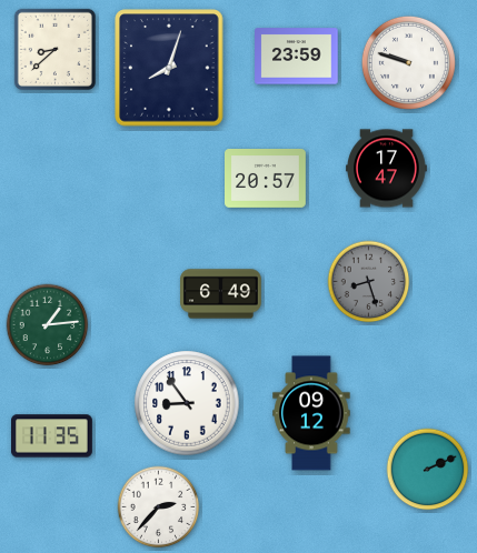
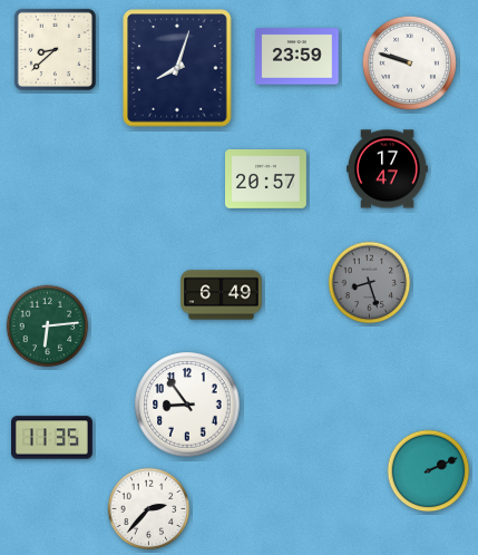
clock at (169, 68) position: (169, 68) -> (177, 68)
clock at (48, 325): 1:14 -> 6:14
clock at (311, 413): 09:12 -> none
clock at (159, 507) position: (159, 507) -> (149, 509)
